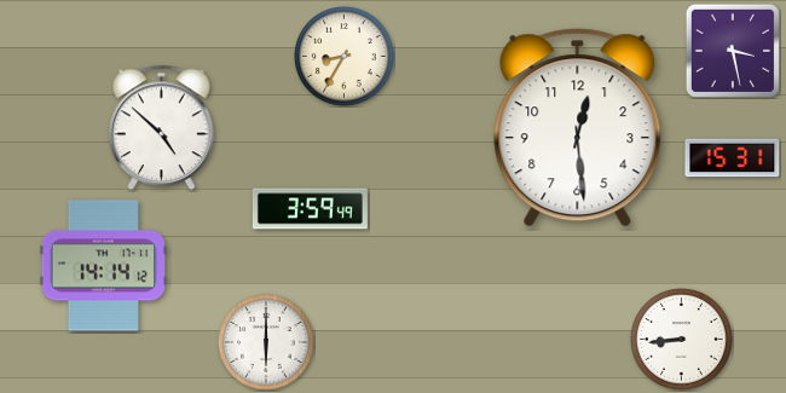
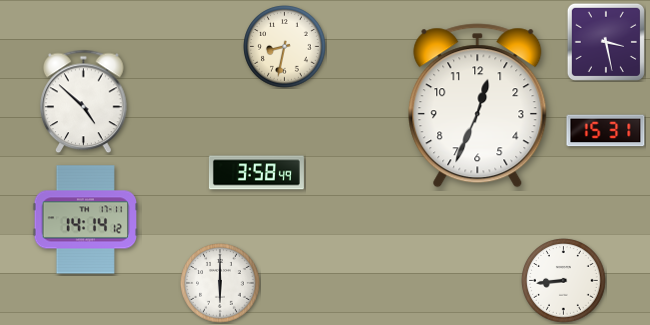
clock at (345, 57): 8:35 -> 8:32
clock at (162, 128) position: (162, 128) -> (84, 102)
clock at (578, 128): 12:29 -> 12:34
clock at (310, 209): 3:59 -> 3:58
